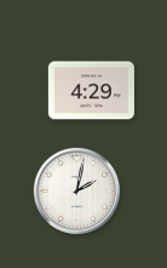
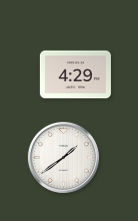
clock at (76, 190): 2:02 -> 1:39
